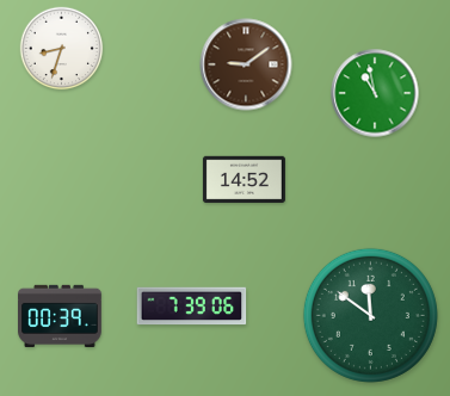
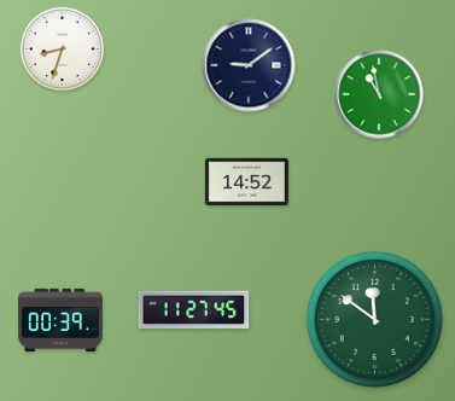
clock at (246, 64) dial: brown -> navy
clock at (192, 307): 7:39 -> 11:27
